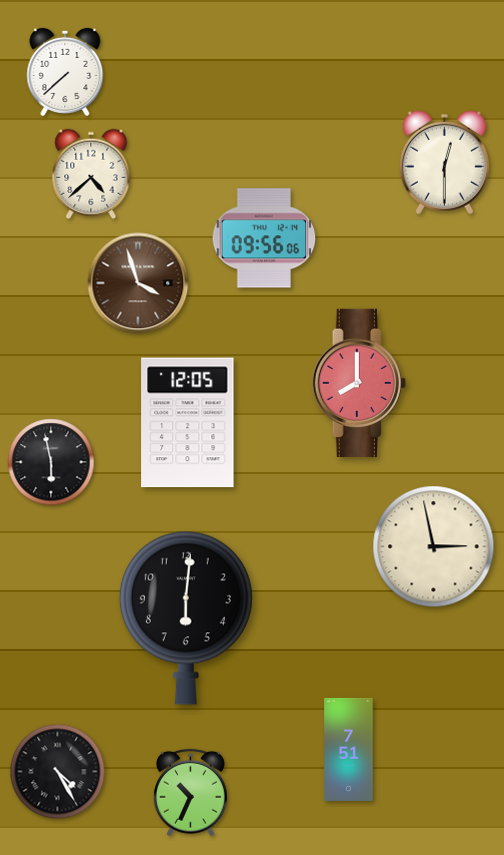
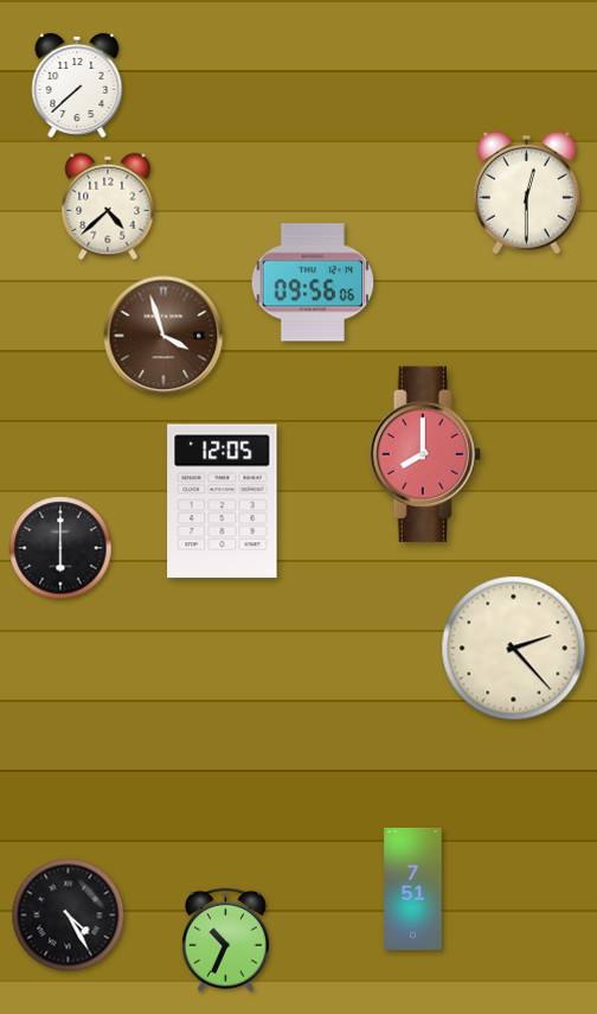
clock at (51, 462): 5:58 -> 6:00
clock at (434, 547): 2:58 -> 2:23
clock at (186, 618): 6:01 -> none
